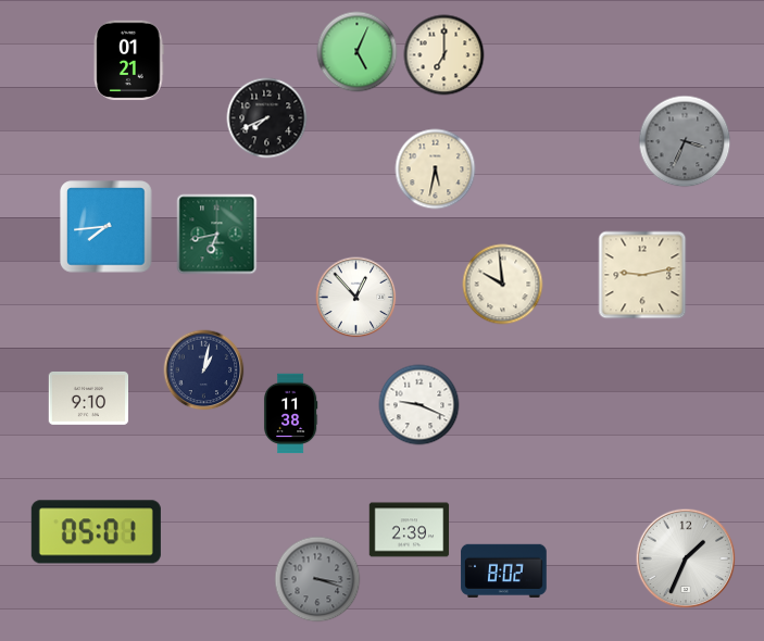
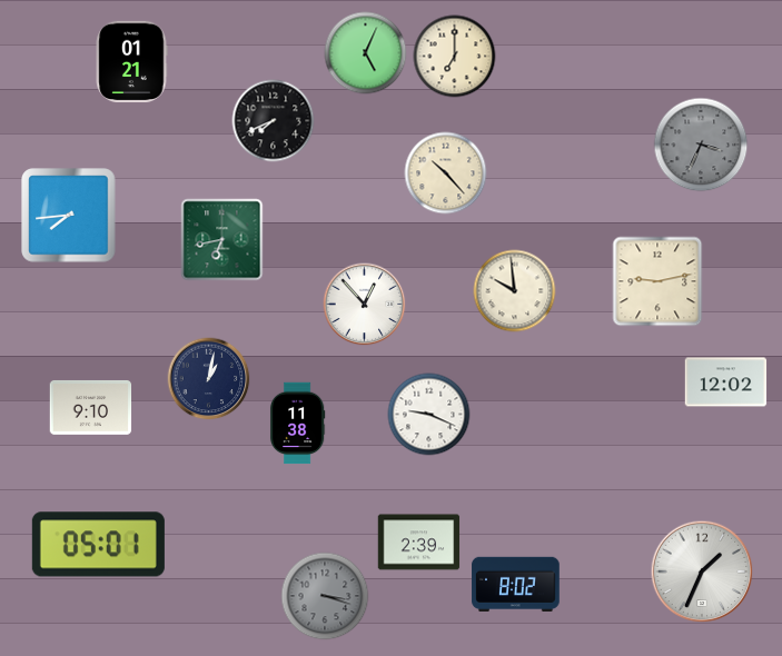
clock at (436, 169): 5:32 -> 10:23
clock at (107, 227) position: (107, 227) -> (69, 216)
clock at (726, 382): none -> 12:02
clock at (317, 579) position: (317, 579) -> (325, 596)
